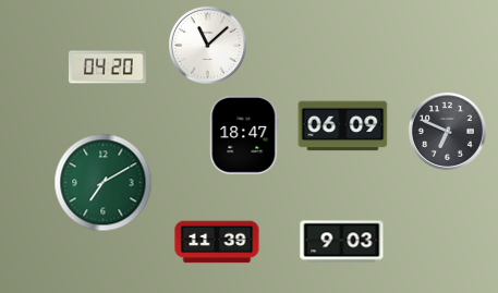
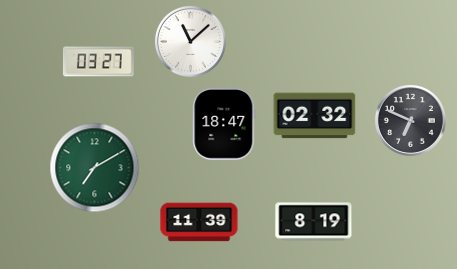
clock at (107, 68): 04:20 -> 03:27
clock at (343, 126): 06:09 -> 02:32
clock at (342, 242): 9:03 -> 8:19
